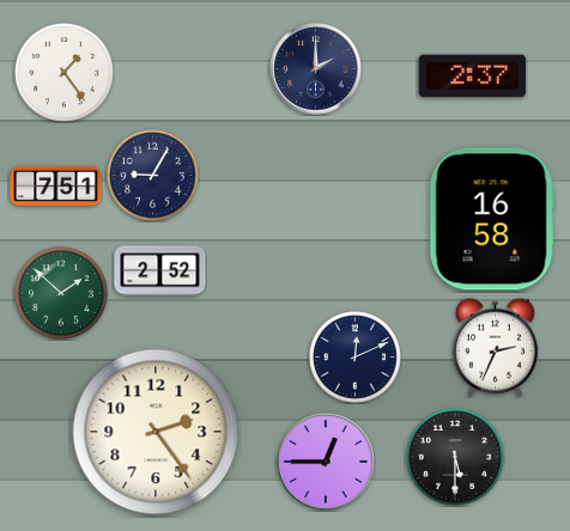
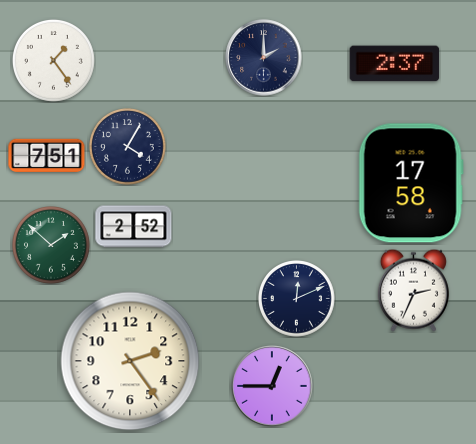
clock at (153, 176): 9:05 -> 4:05
clock at (492, 219): 16:58 -> 17:58
clock at (455, 457): 5:30 -> none
